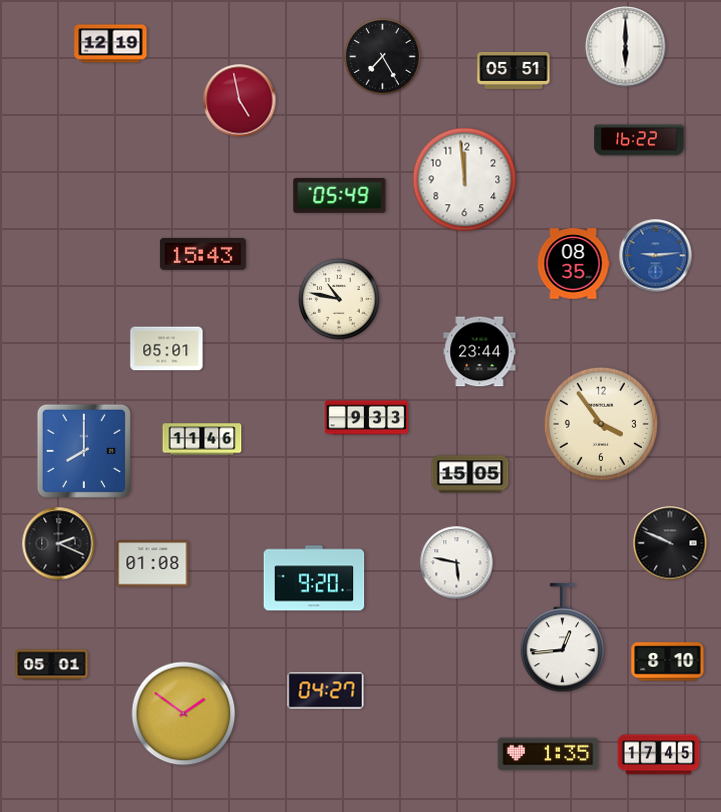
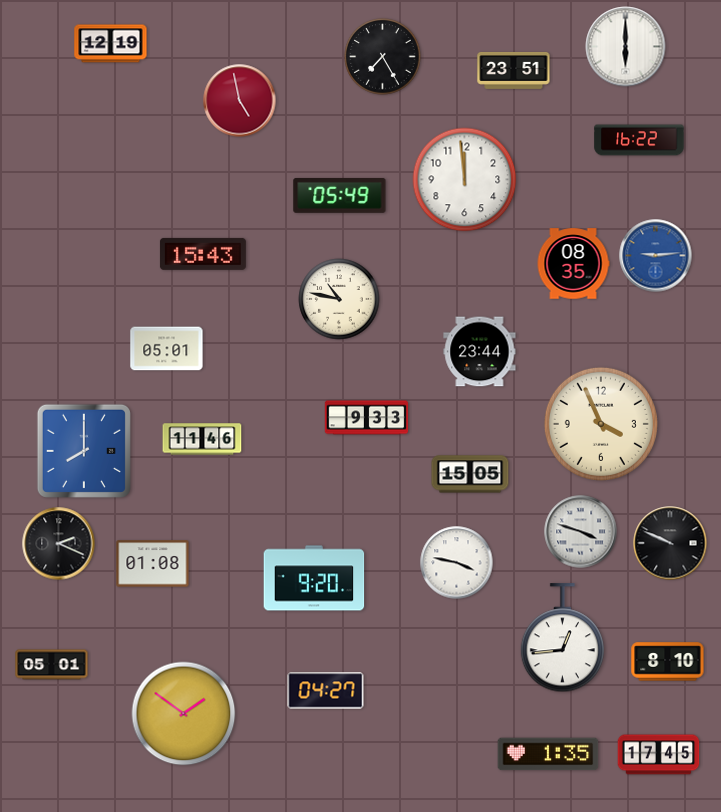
clock at (514, 70): 05:51 -> 23:51
clock at (601, 424): 3:54 -> 3:56
clock at (581, 532): none -> 3:48
clock at (457, 563): 5:47 -> 3:47
